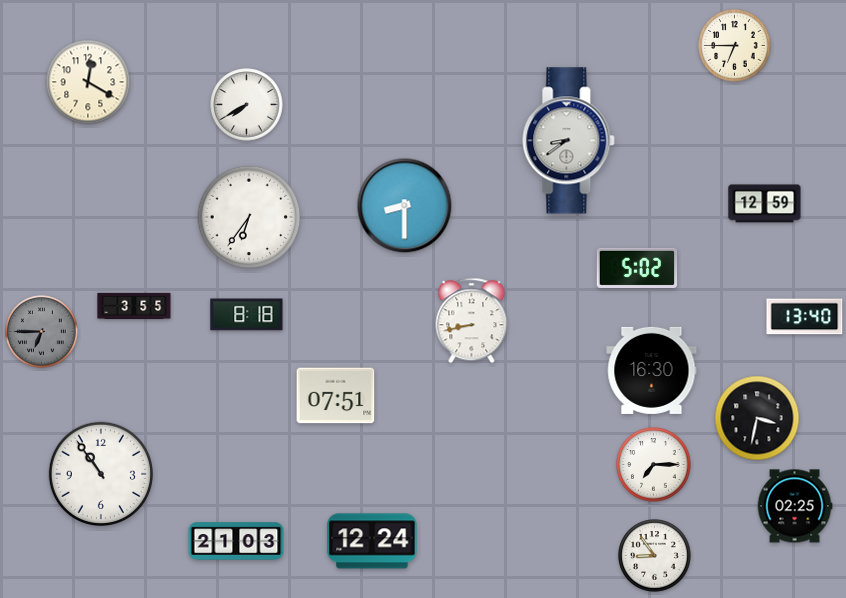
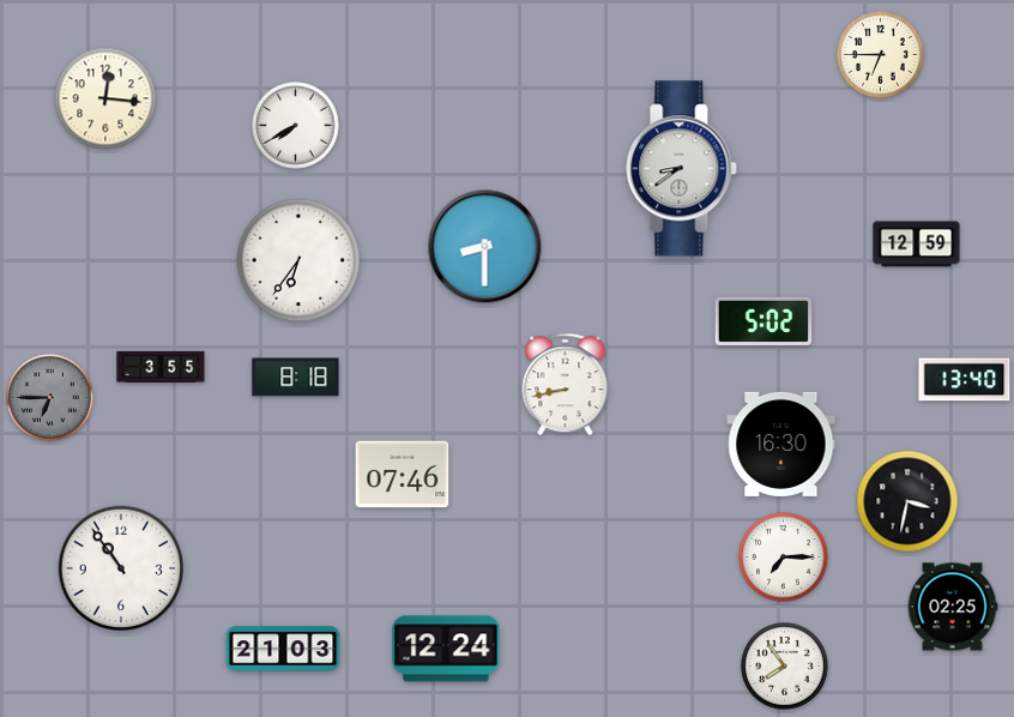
clock at (88, 82): 12:20 -> 12:16
clock at (336, 396): 07:51 -> 07:46
clock at (655, 556): 8:54 -> 7:54
